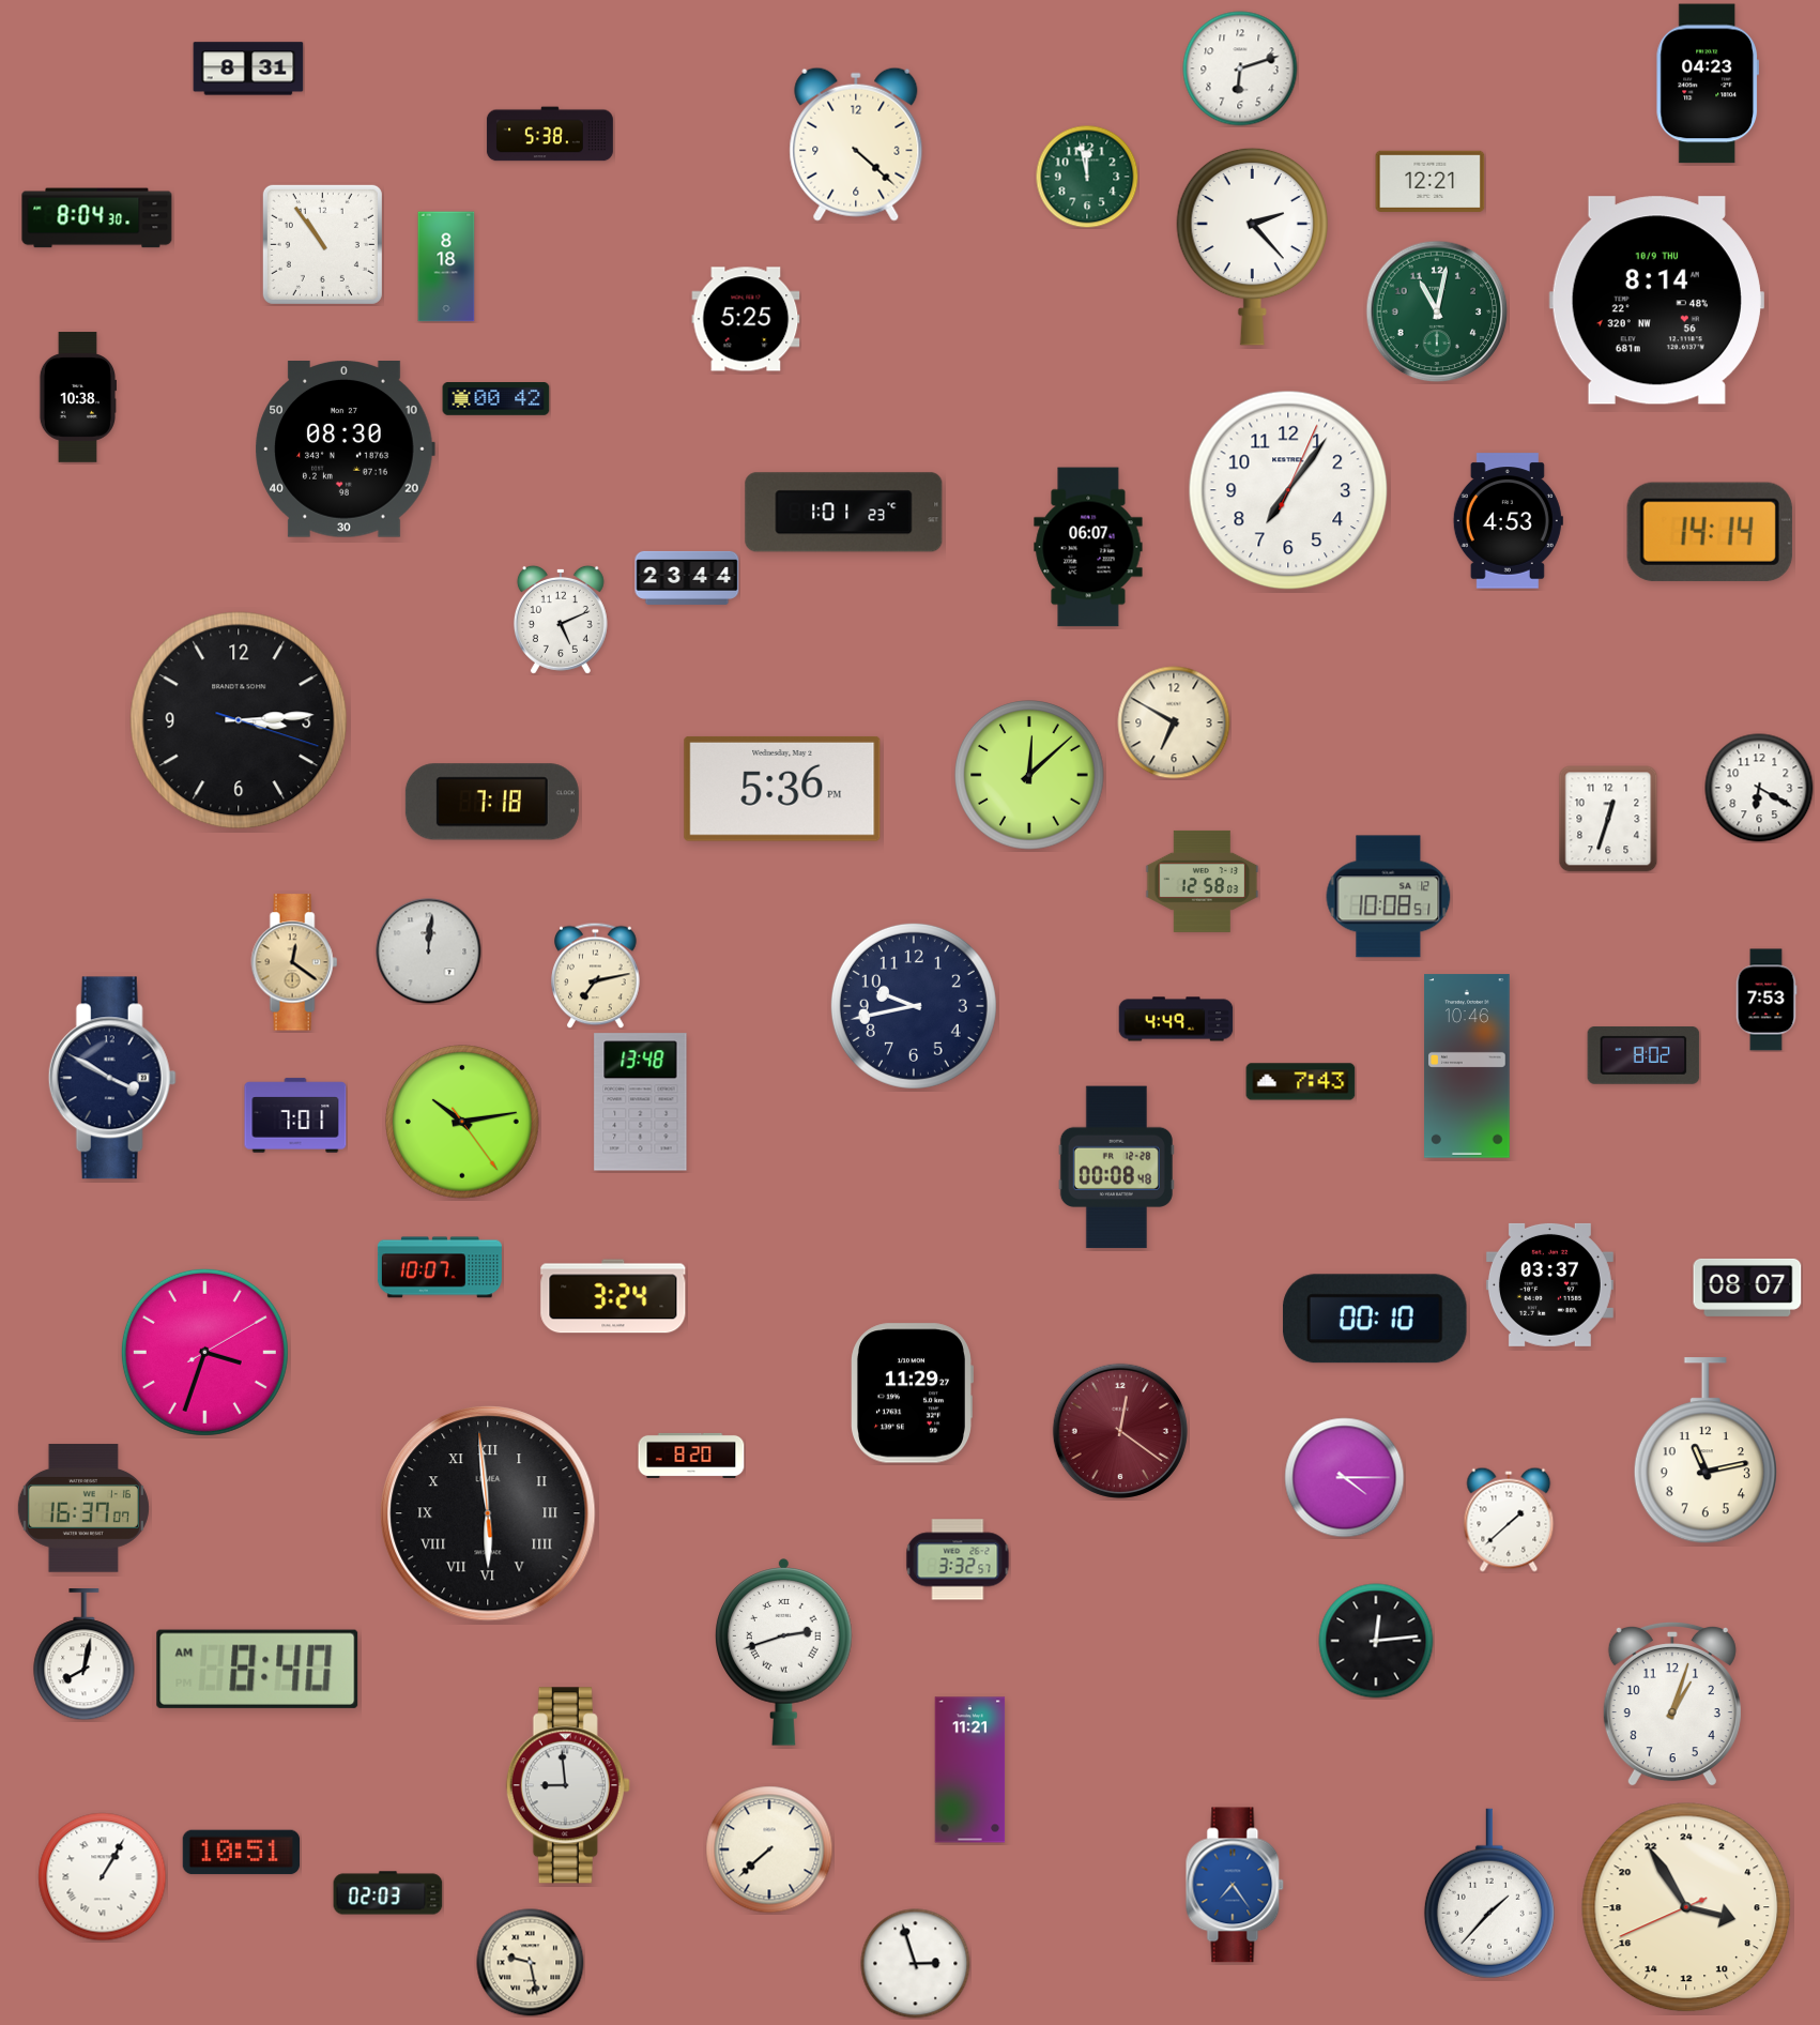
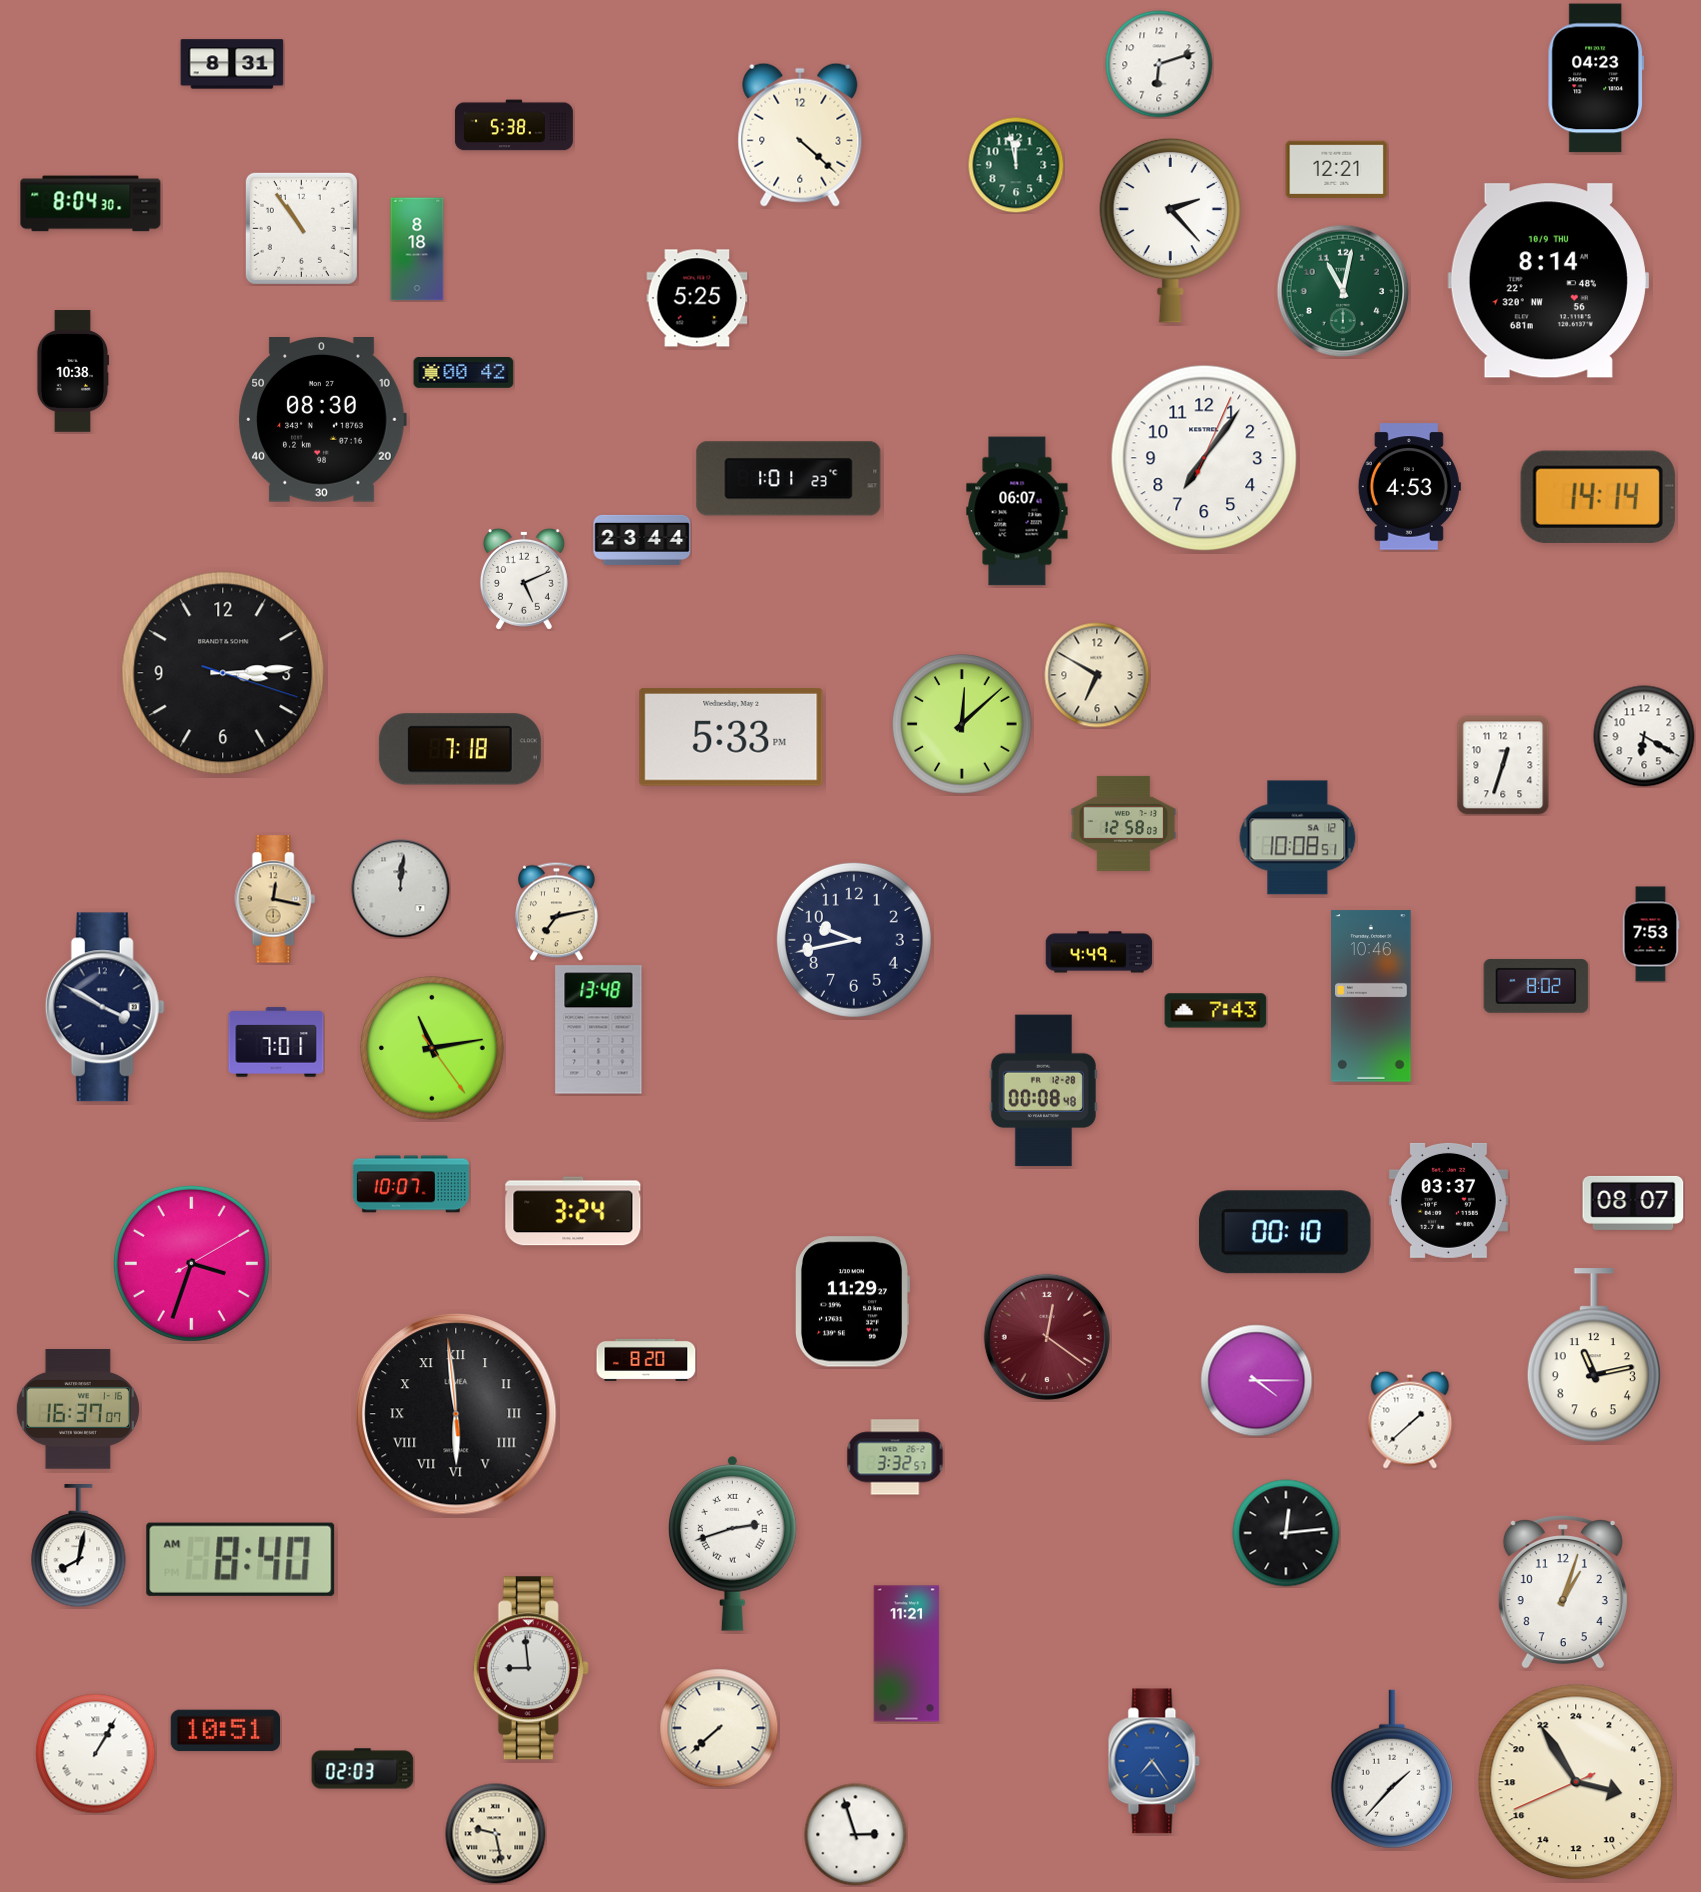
clock at (782, 789): 5:36 -> 5:33
clock at (294, 962): 12:21 -> 12:17
clock at (463, 1123): 10:13 -> 11:13
